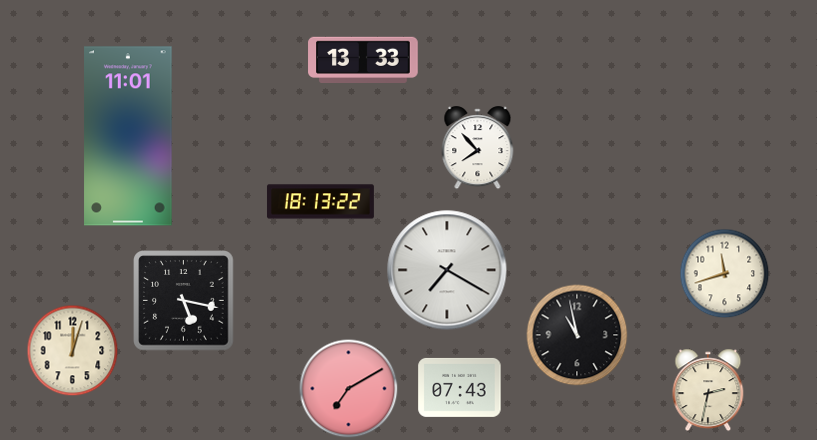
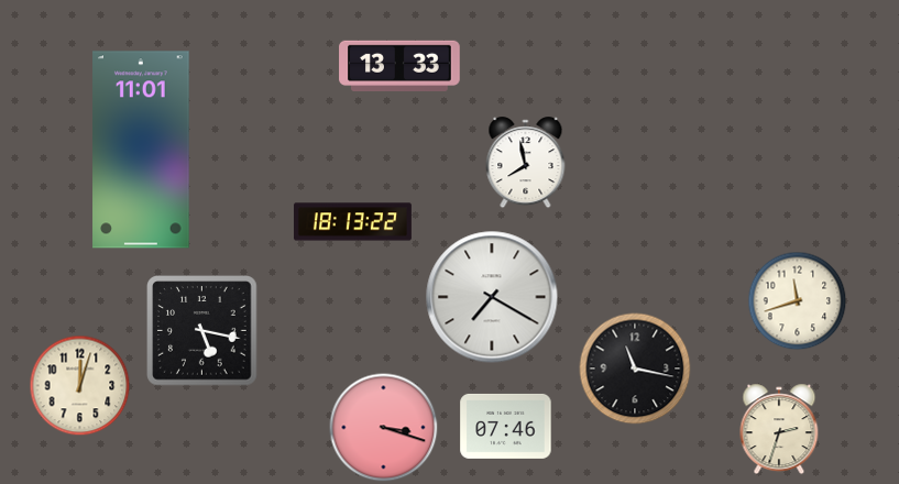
clock at (478, 148): 7:53 -> 7:58
clock at (577, 335): 10:58 -> 11:17
clock at (460, 387): 07:43 -> 07:46
clock at (349, 389): 7:10 -> 3:18
clock at (708, 390): 2:32 -> 2:33
